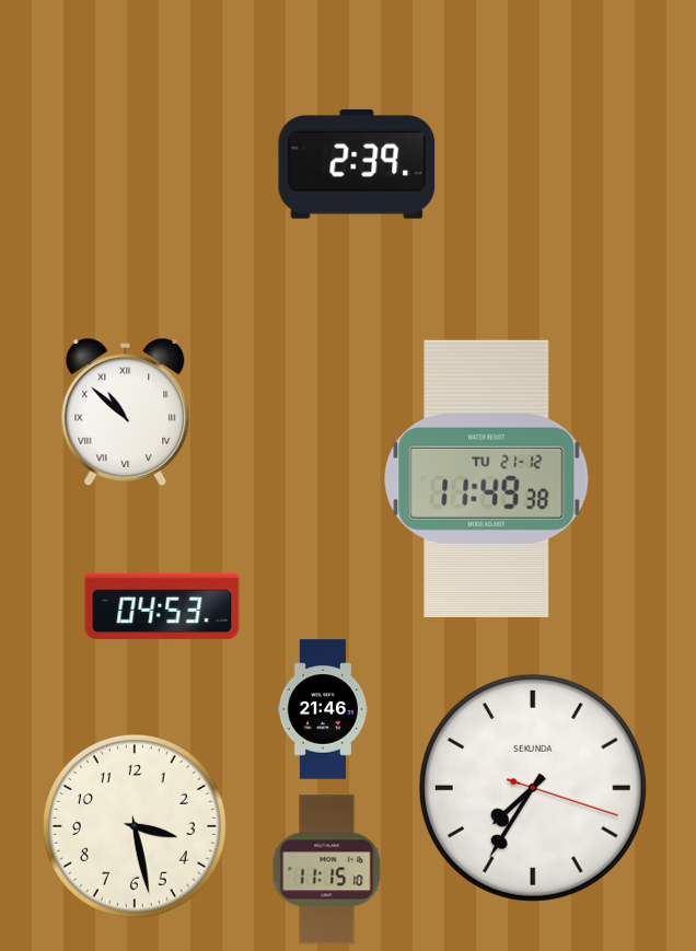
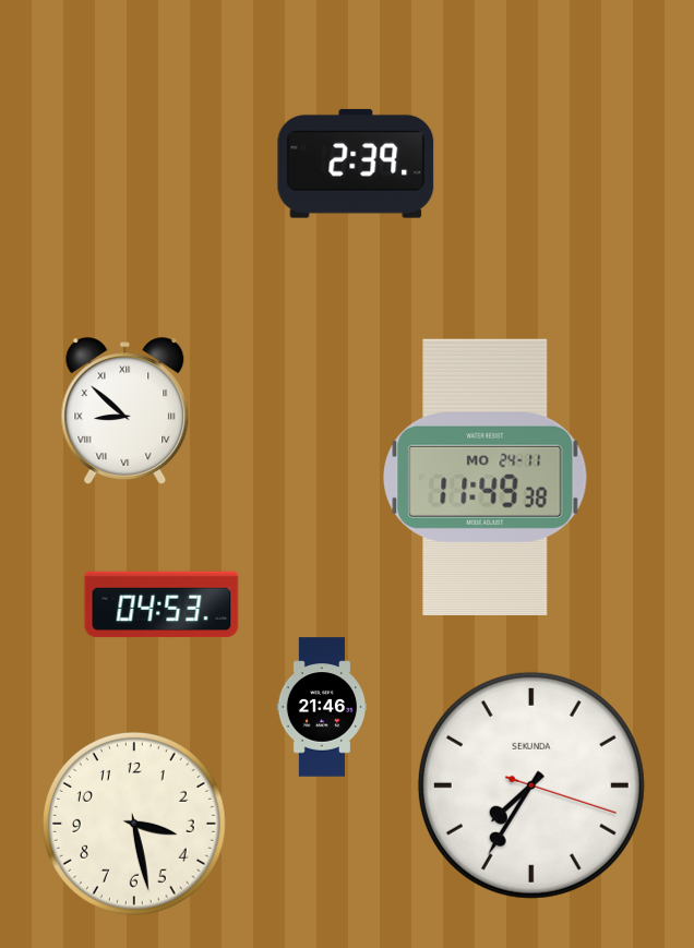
clock at (126, 413): 10:52 -> 8:52
clock at (487, 478) date: TU 21-12 -> MO 24-11
clock at (327, 870): 11:15 -> none
